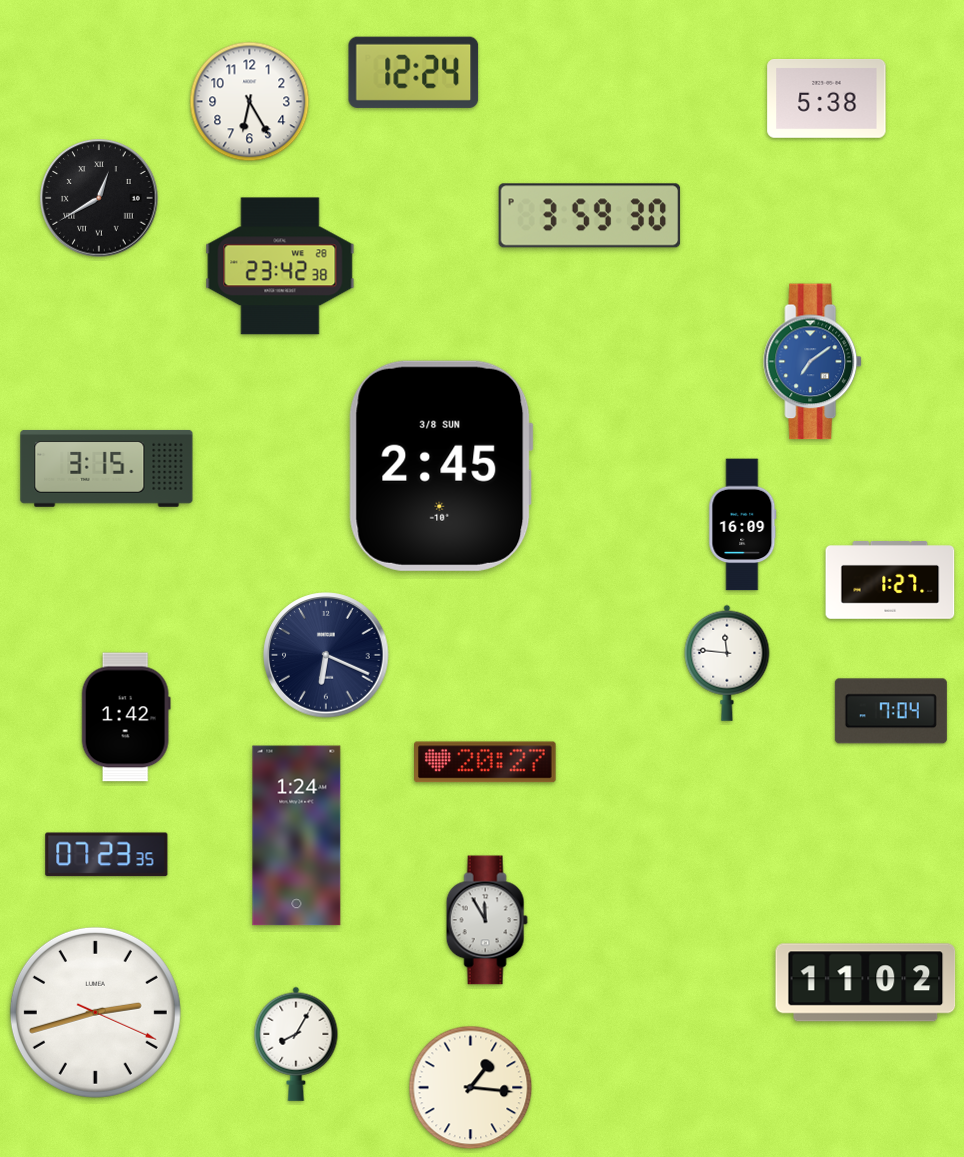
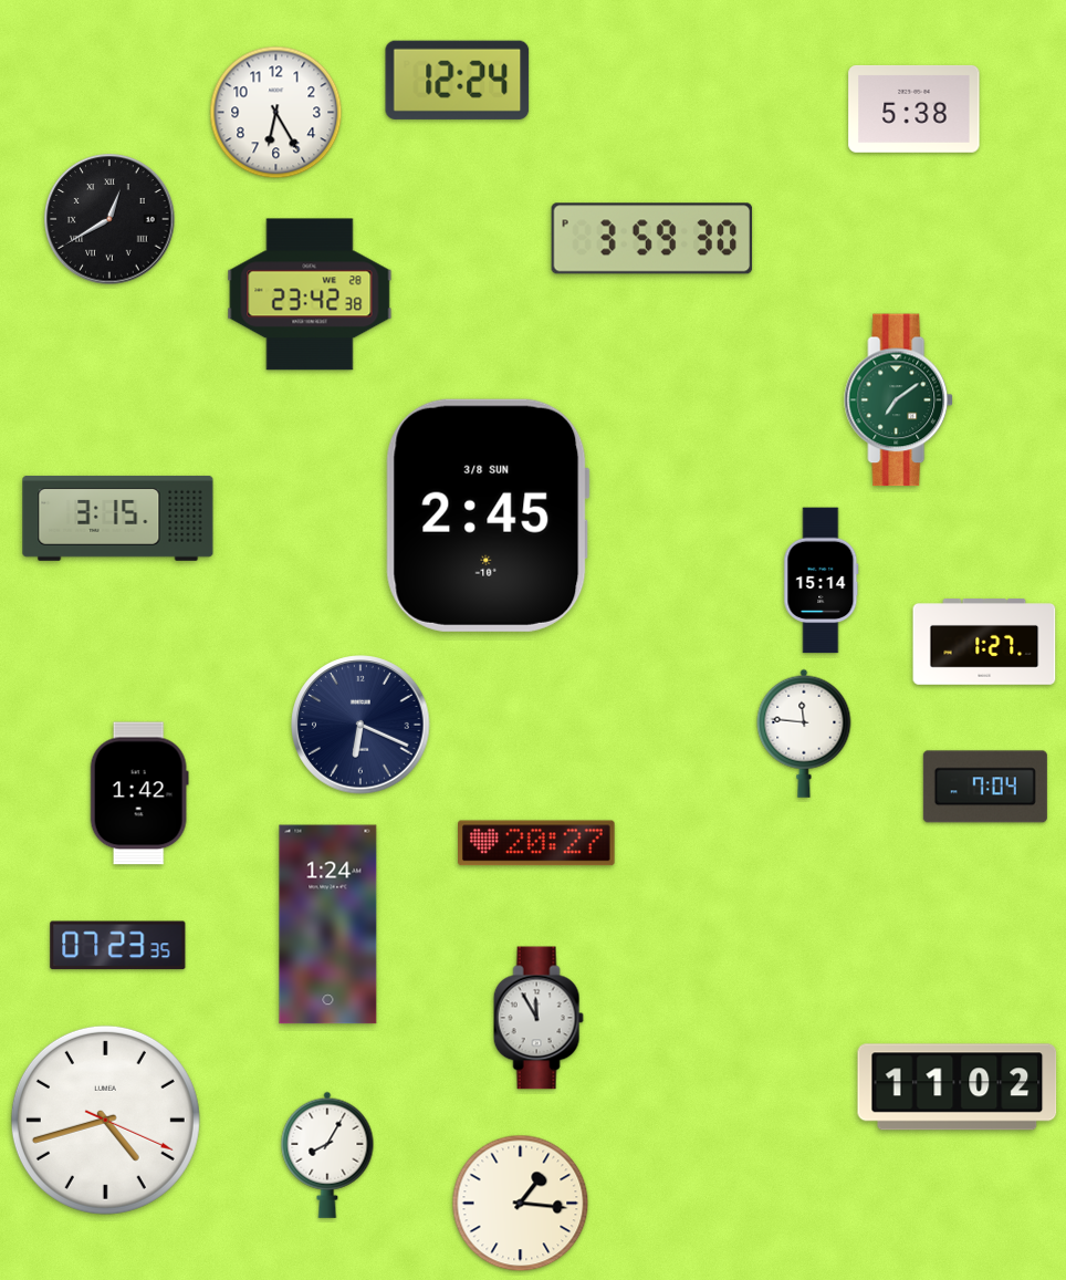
clock at (813, 362) dial: blue -> green
clock at (743, 525): 16:09 -> 15:14
clock at (95, 1012): 2:42 -> 4:42
